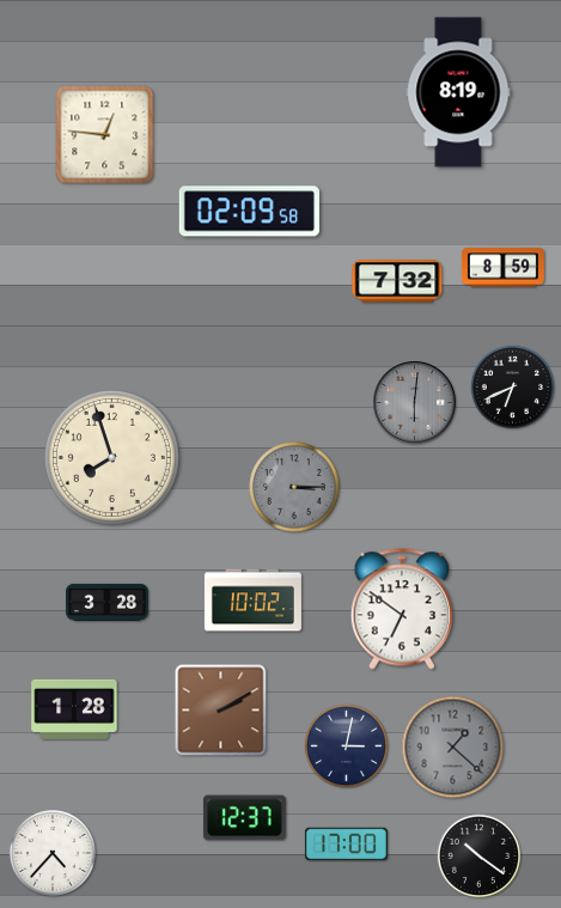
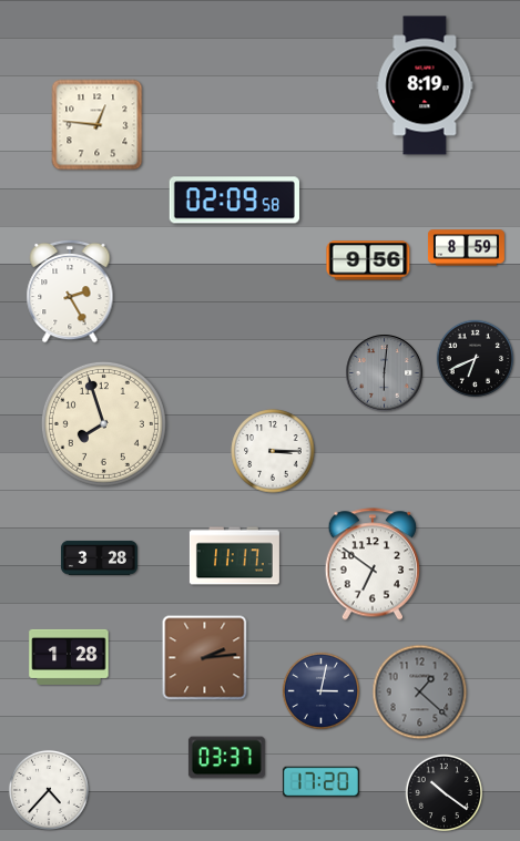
clock at (249, 212) position: (249, 212) -> (234, 201)
clock at (397, 281): 7:32 -> 9:56
clock at (70, 291): none -> 2:25
clock at (294, 487) dial: grey -> white
clock at (252, 601): 10:02 -> 11:17
clock at (221, 711): 2:10 -> 2:14
clock at (244, 818): 12:37 -> 03:37
clock at (346, 845): 17:00 -> 17:20
